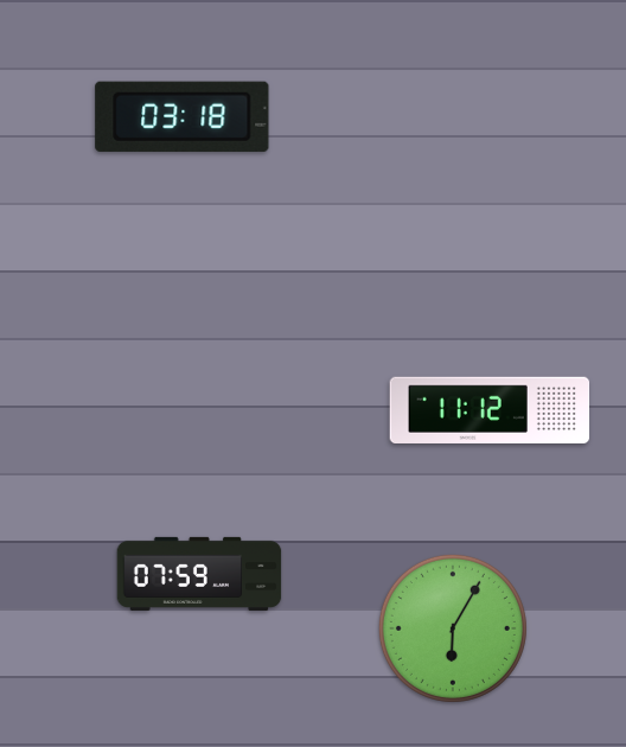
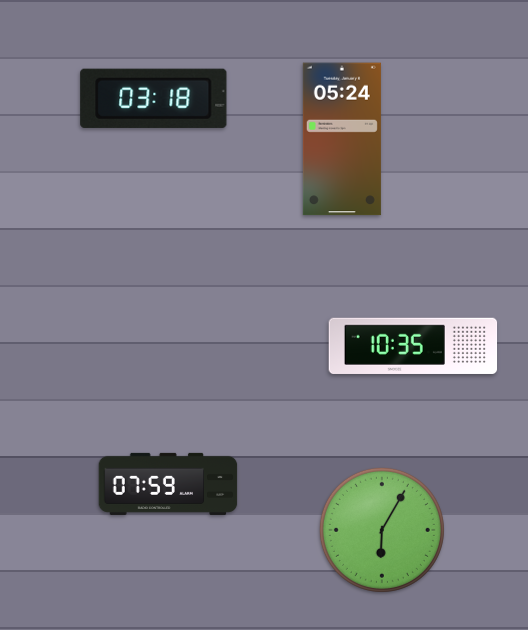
clock at (342, 139): none -> 05:24
clock at (490, 410): 11:12 -> 10:35
